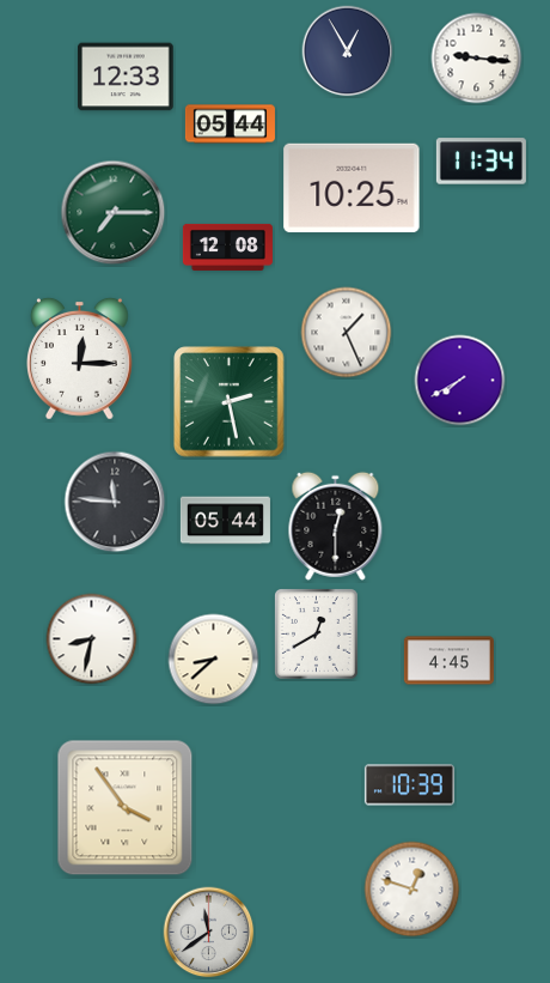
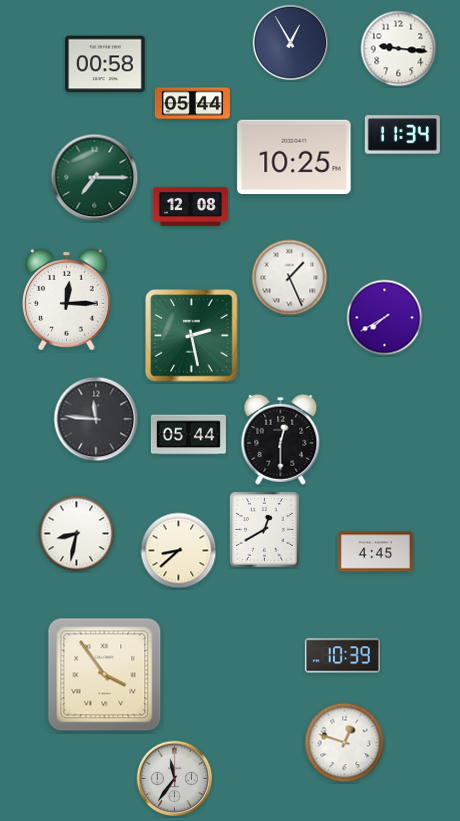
clock at (126, 77): 12:33 -> 00:58
clock at (209, 933): 11:39 -> 11:36
